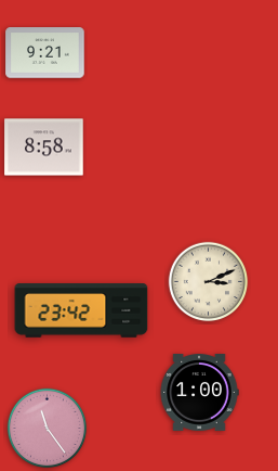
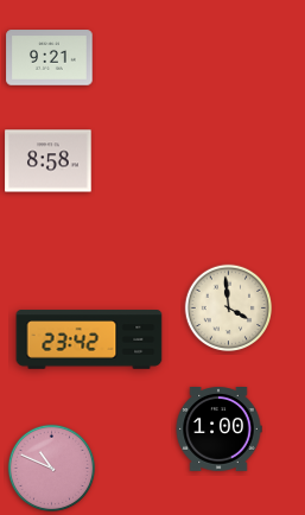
clock at (209, 282): 3:11 -> 3:59
clock at (48, 429): 11:24 -> 10:49
